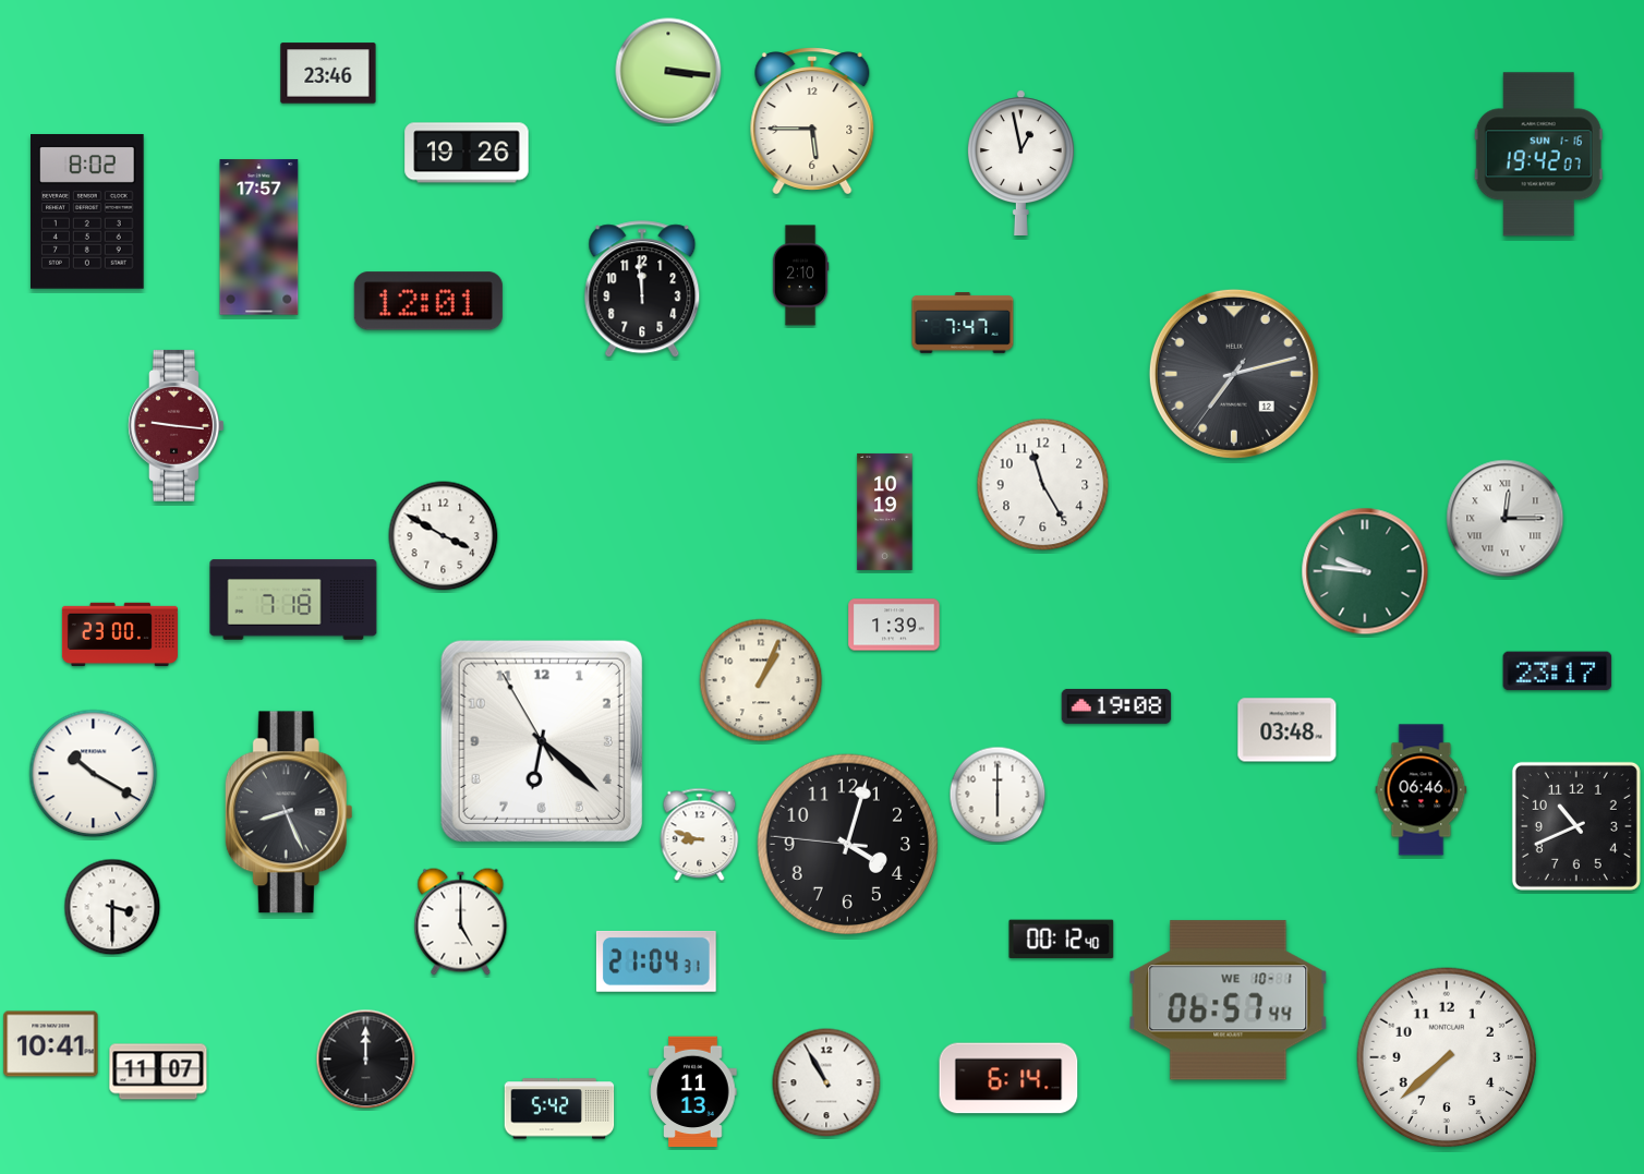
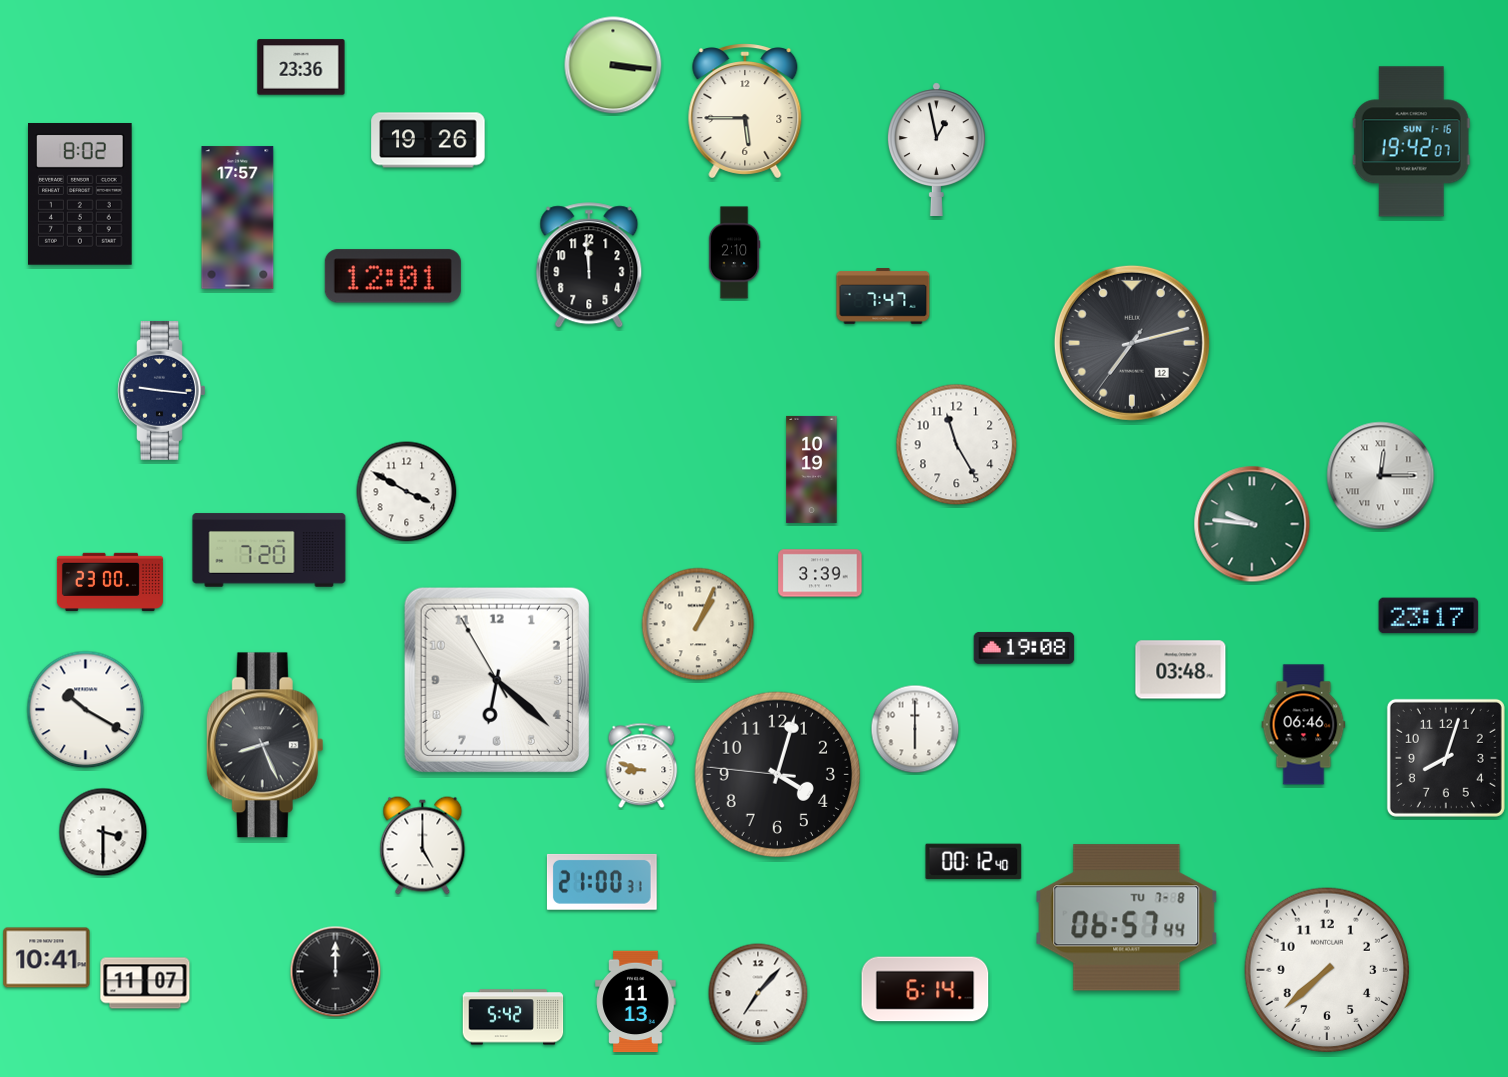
clock at (328, 73): 23:46 -> 23:36
clock at (177, 425) dial: burgundy -> navy
clock at (293, 600): 7:18 -> 7:20
clock at (894, 625): 1:39 -> 3:39
clock at (1576, 826): 10:41 -> 8:03
clock at (656, 961): 21:04 -> 21:00
clock at (1229, 1001) date: WE 10-1 -> TU 7-8
clock at (826, 1082): 10:55 -> 7:07
